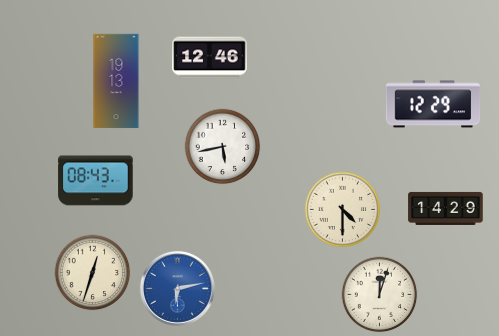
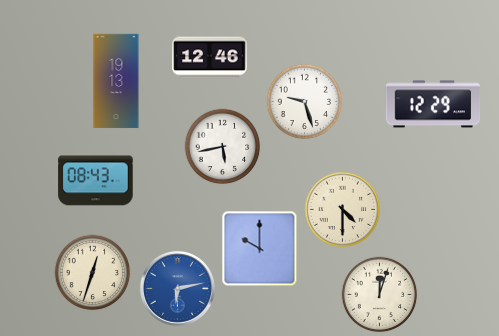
clock at (305, 102): none -> 9:27
clock at (446, 208): 14:29 -> none
clock at (260, 249): none -> 10:00
